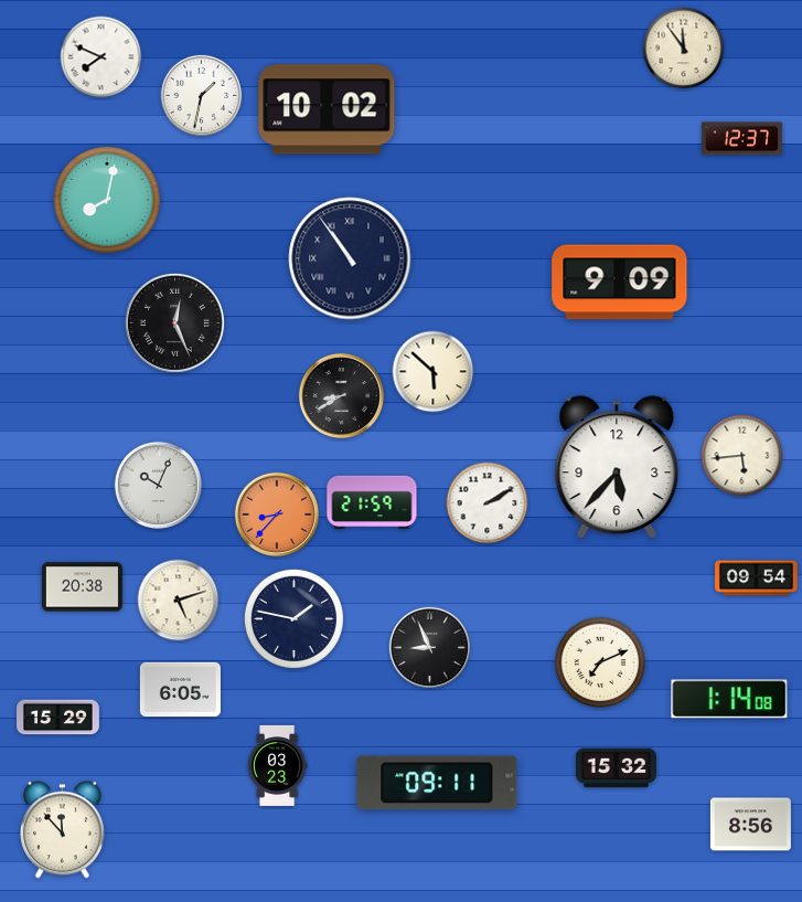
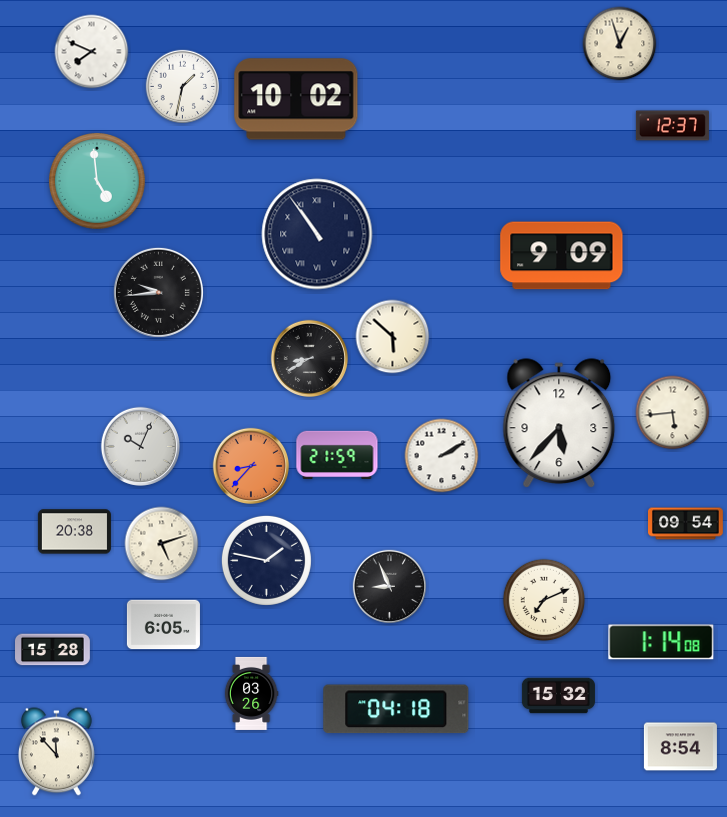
clock at (684, 49): 11:54 -> 12:57
clock at (108, 201): 8:02 -> 4:59
clock at (174, 322): 12:26 -> 9:44
clock at (158, 485) position: (158, 485) -> (140, 446)
clock at (729, 699) position: (729, 699) -> (661, 642)
clock at (58, 718): 15:29 -> 15:28
clock at (277, 765): 03:23 -> 03:26
clock at (437, 783): 09:11 -> 04:18
clock at (750, 825): 8:56 -> 8:54
